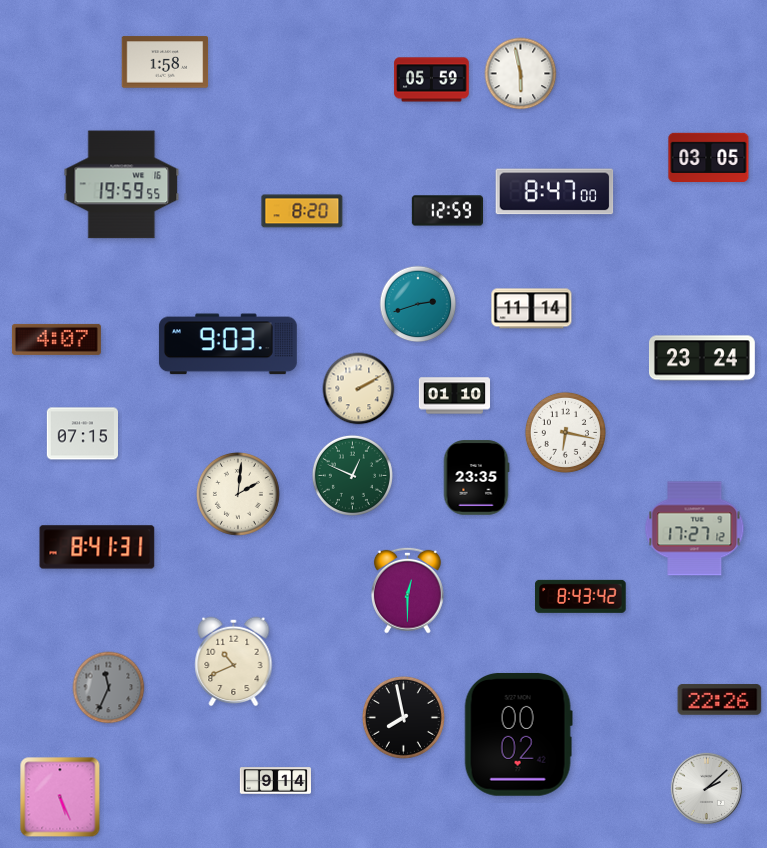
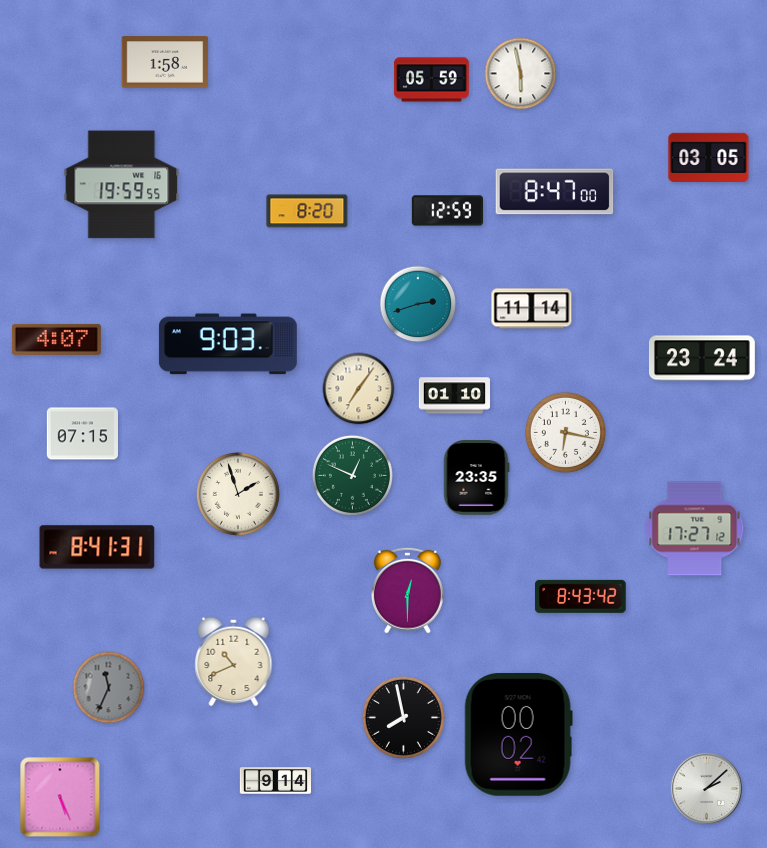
clock at (302, 211) position: (302, 211) -> (307, 211)
clock at (359, 389): 2:10 -> 7:06
clock at (238, 494): 2:01 -> 1:57
clock at (720, 700): 22:26 -> none
